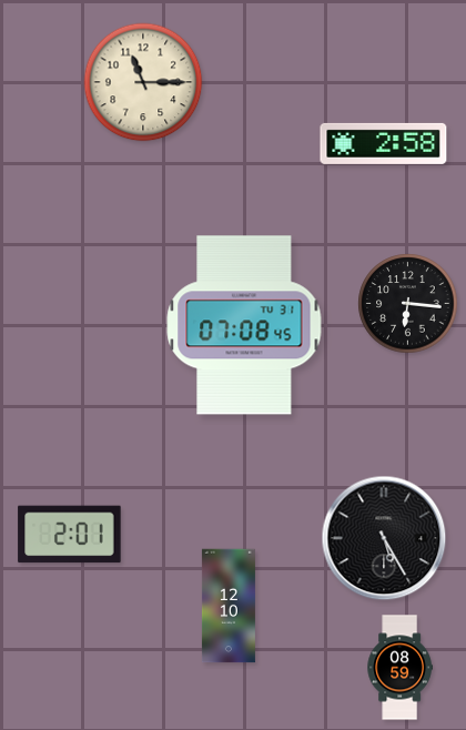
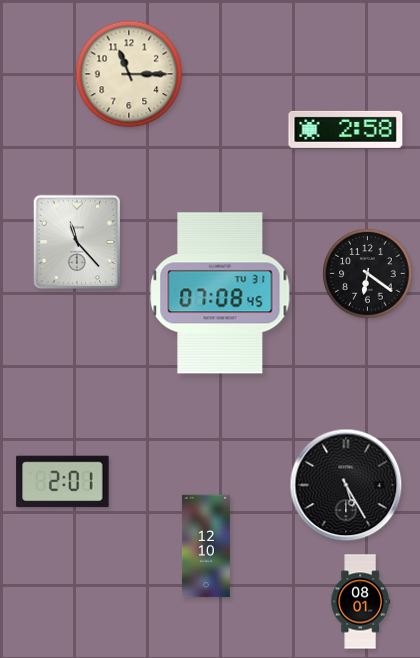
clock at (77, 242): none -> 11:23
clock at (408, 304): 6:16 -> 6:21
clock at (399, 668): 08:59 -> 08:01
